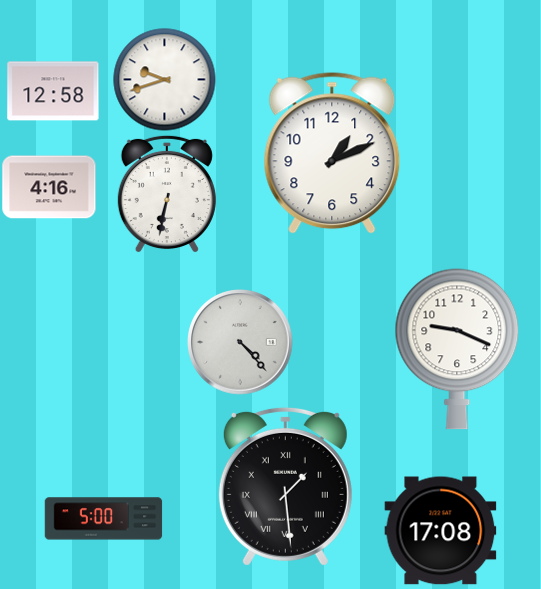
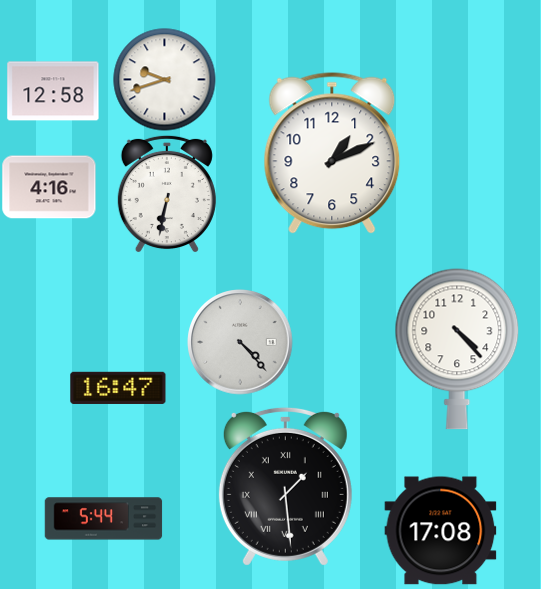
clock at (457, 349): 9:19 -> 4:23
clock at (118, 387): none -> 16:47
clock at (104, 519): 5:00 -> 5:44
